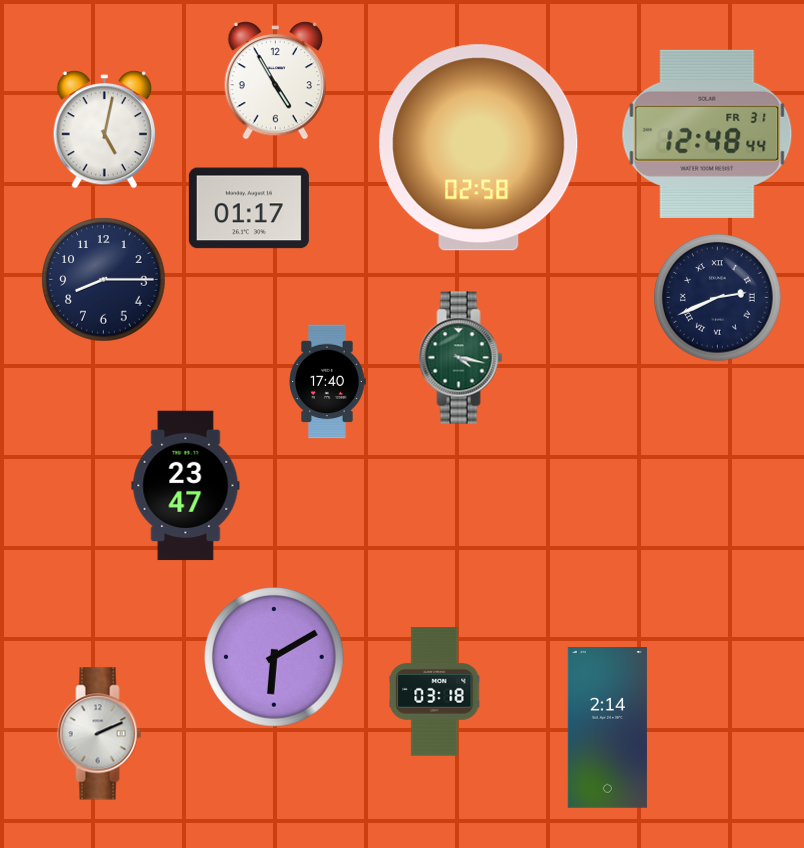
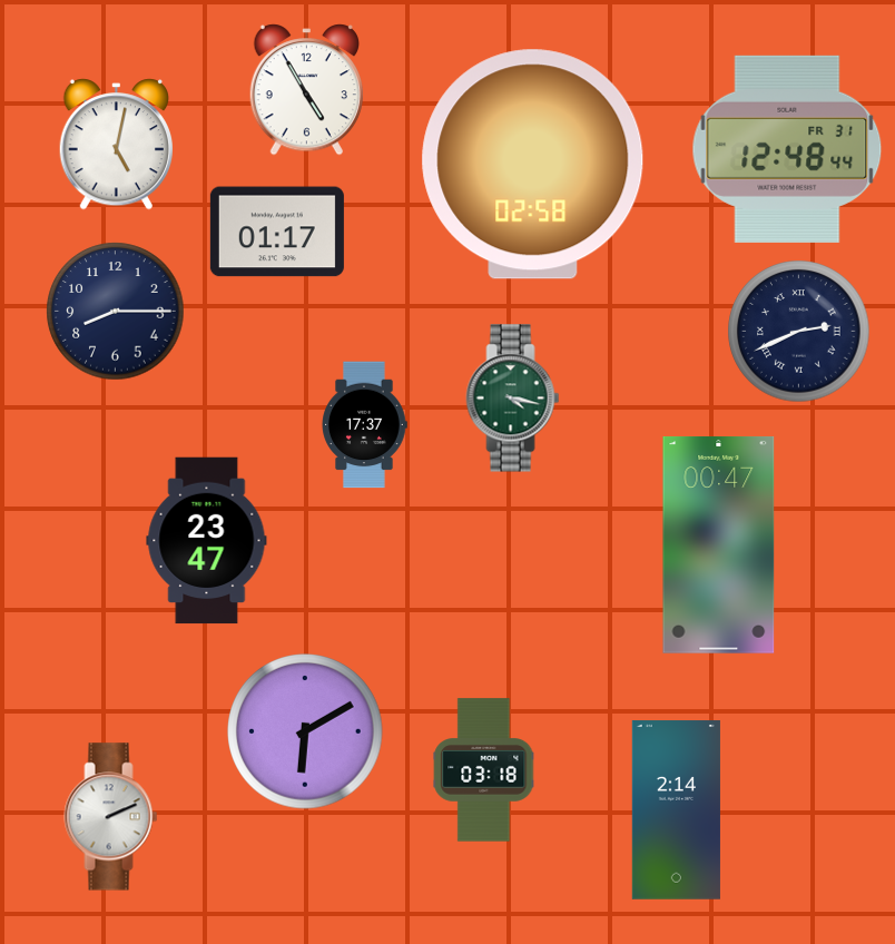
clock at (327, 382): 17:40 -> 17:37
clock at (719, 544): none -> 00:47
